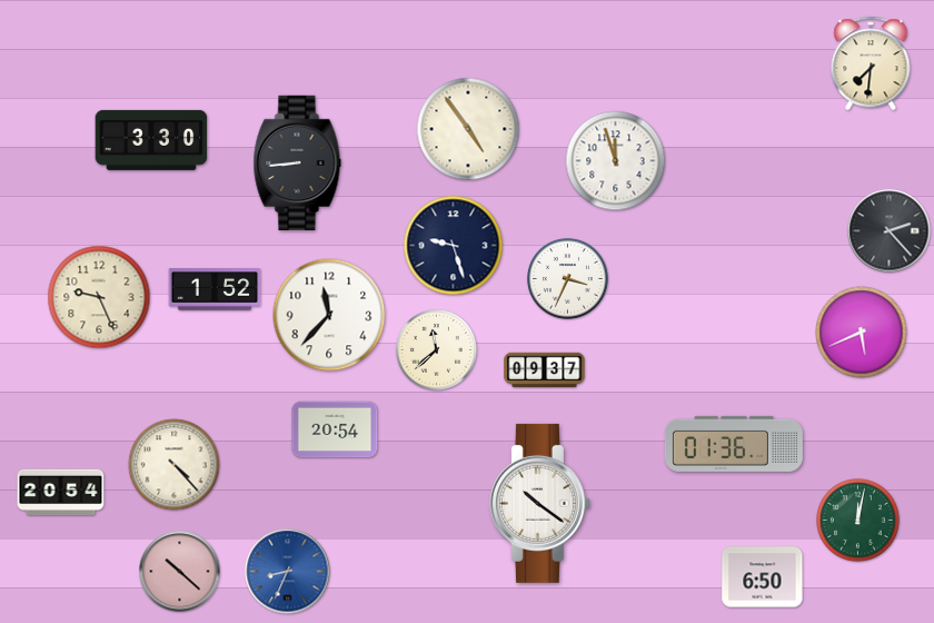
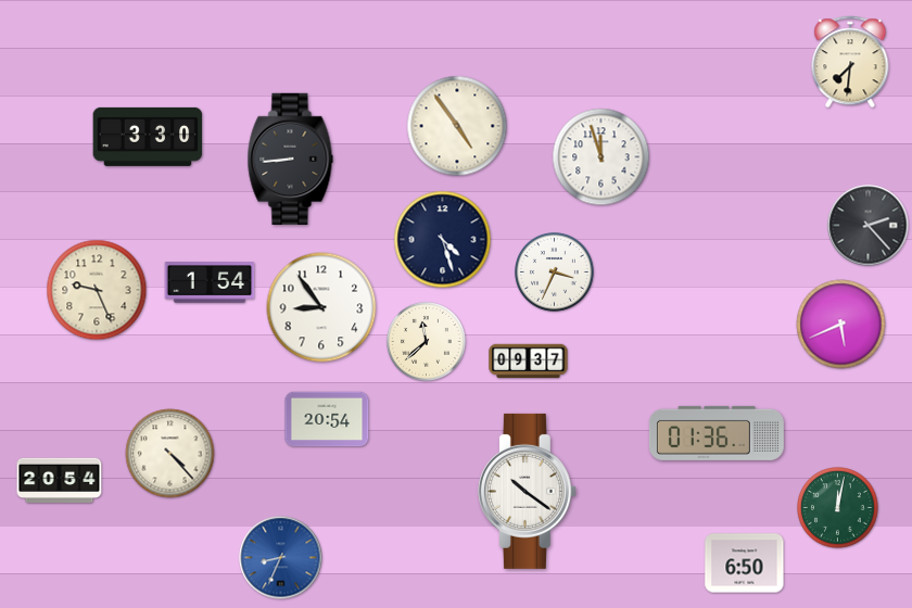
clock at (454, 246): 9:27 -> 4:27
clock at (215, 289): 1:52 -> 1:54
clock at (329, 315): 11:37 -> 8:54
clock at (545, 370) position: (545, 370) -> (529, 362)
clock at (180, 572): 10:22 -> none
